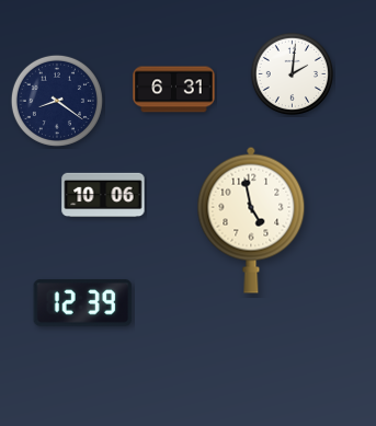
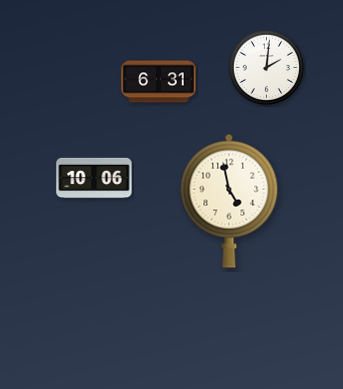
clock at (57, 101): 8:21 -> none
clock at (83, 303): 12:39 -> none
